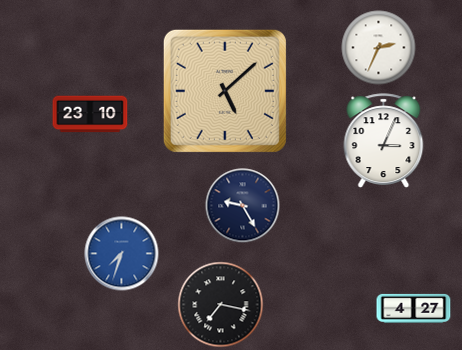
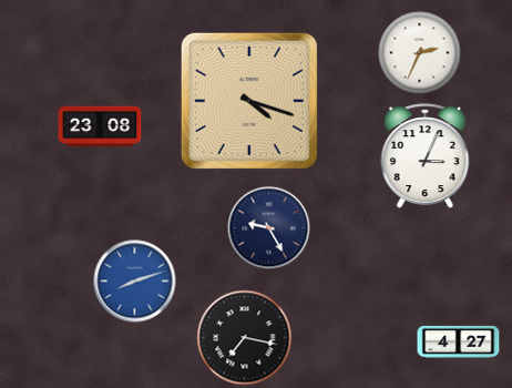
clock at (225, 91): 5:08 -> 4:18
clock at (90, 114): 23:10 -> 23:08
clock at (122, 254): 7:33 -> 8:12
